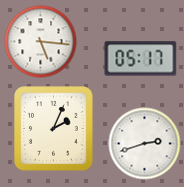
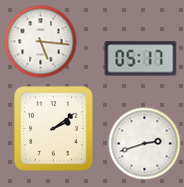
clock at (54, 129): 2:04 -> 2:09
